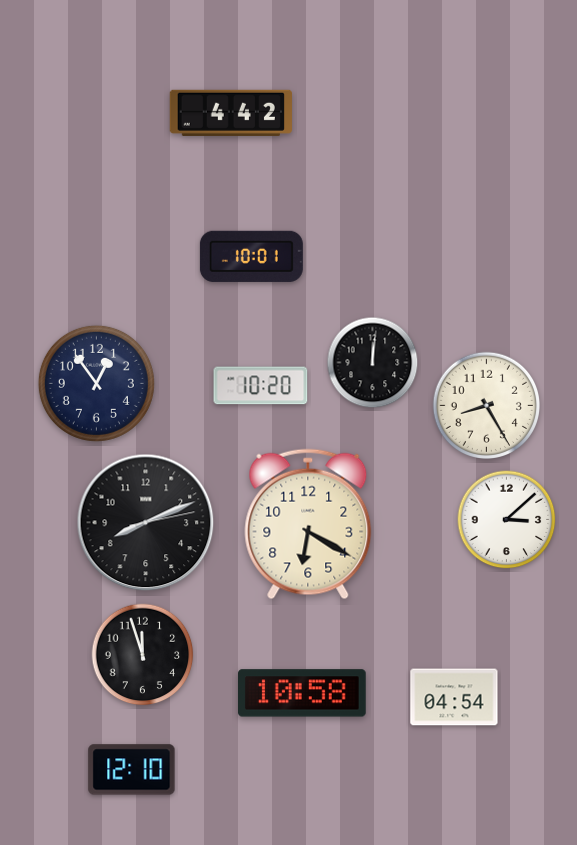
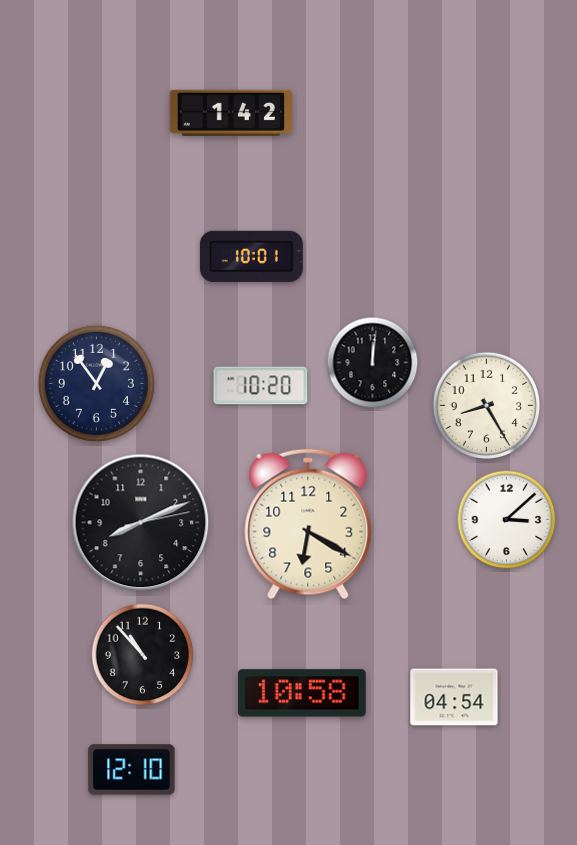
clock at (231, 113): 4:42 -> 1:42
clock at (146, 523) position: (146, 523) -> (141, 523)
clock at (143, 655): 11:57 -> 10:53
